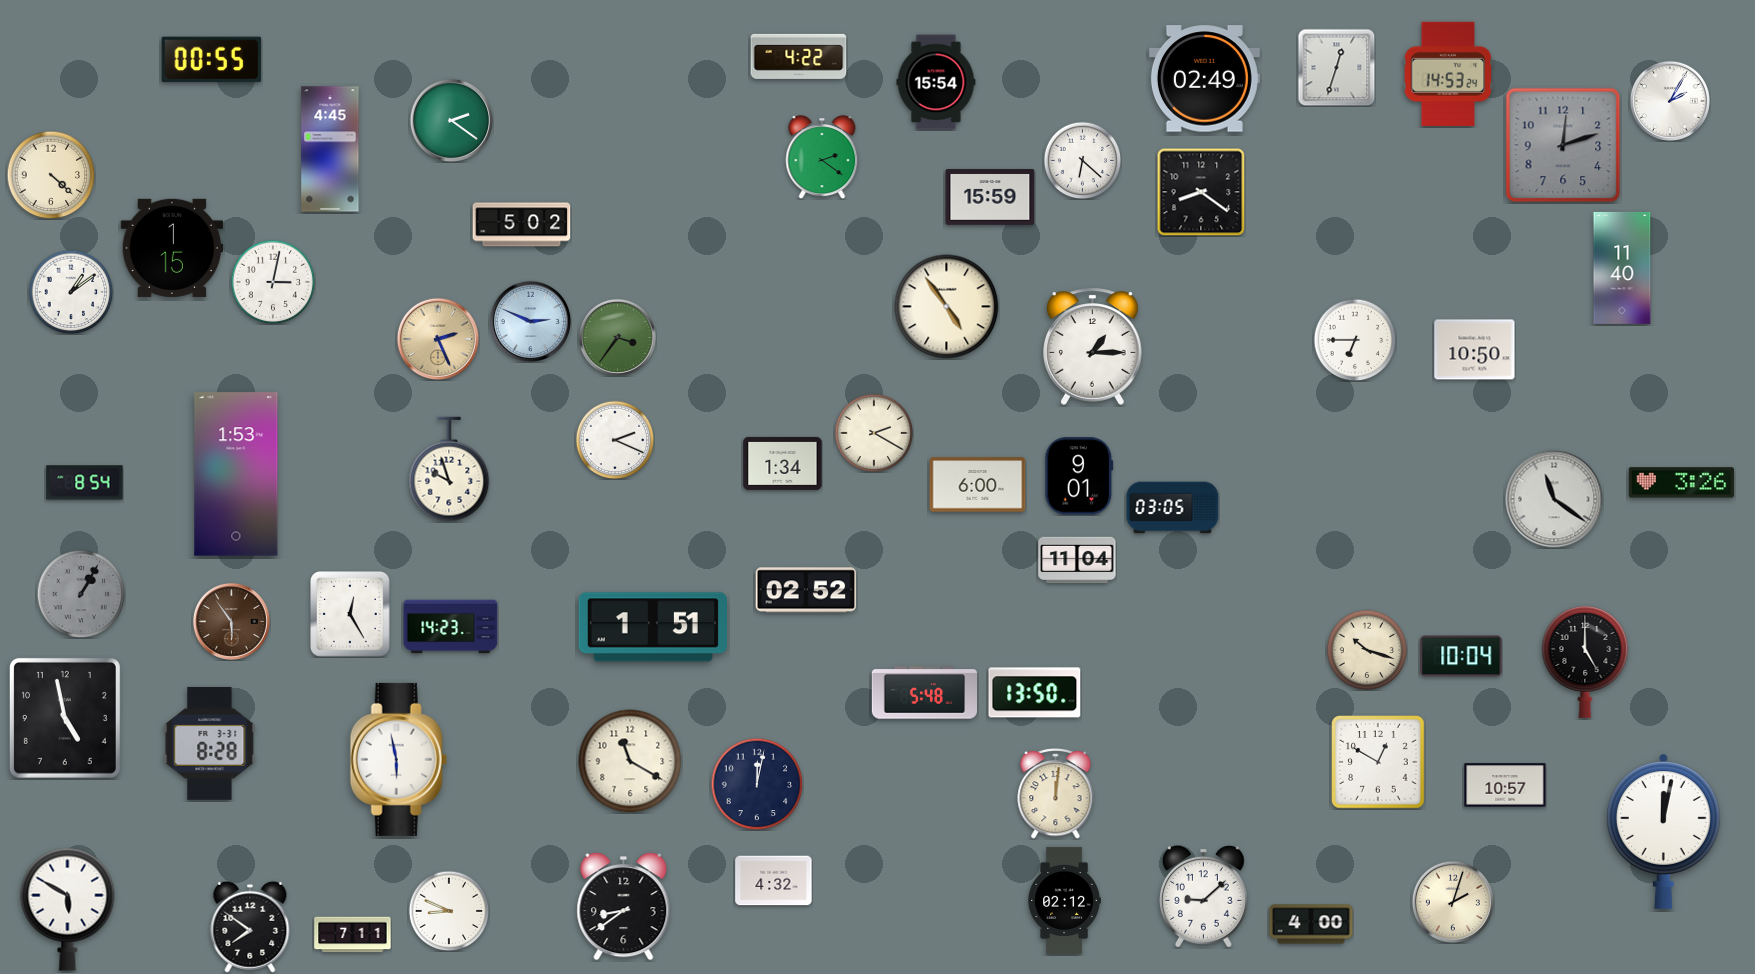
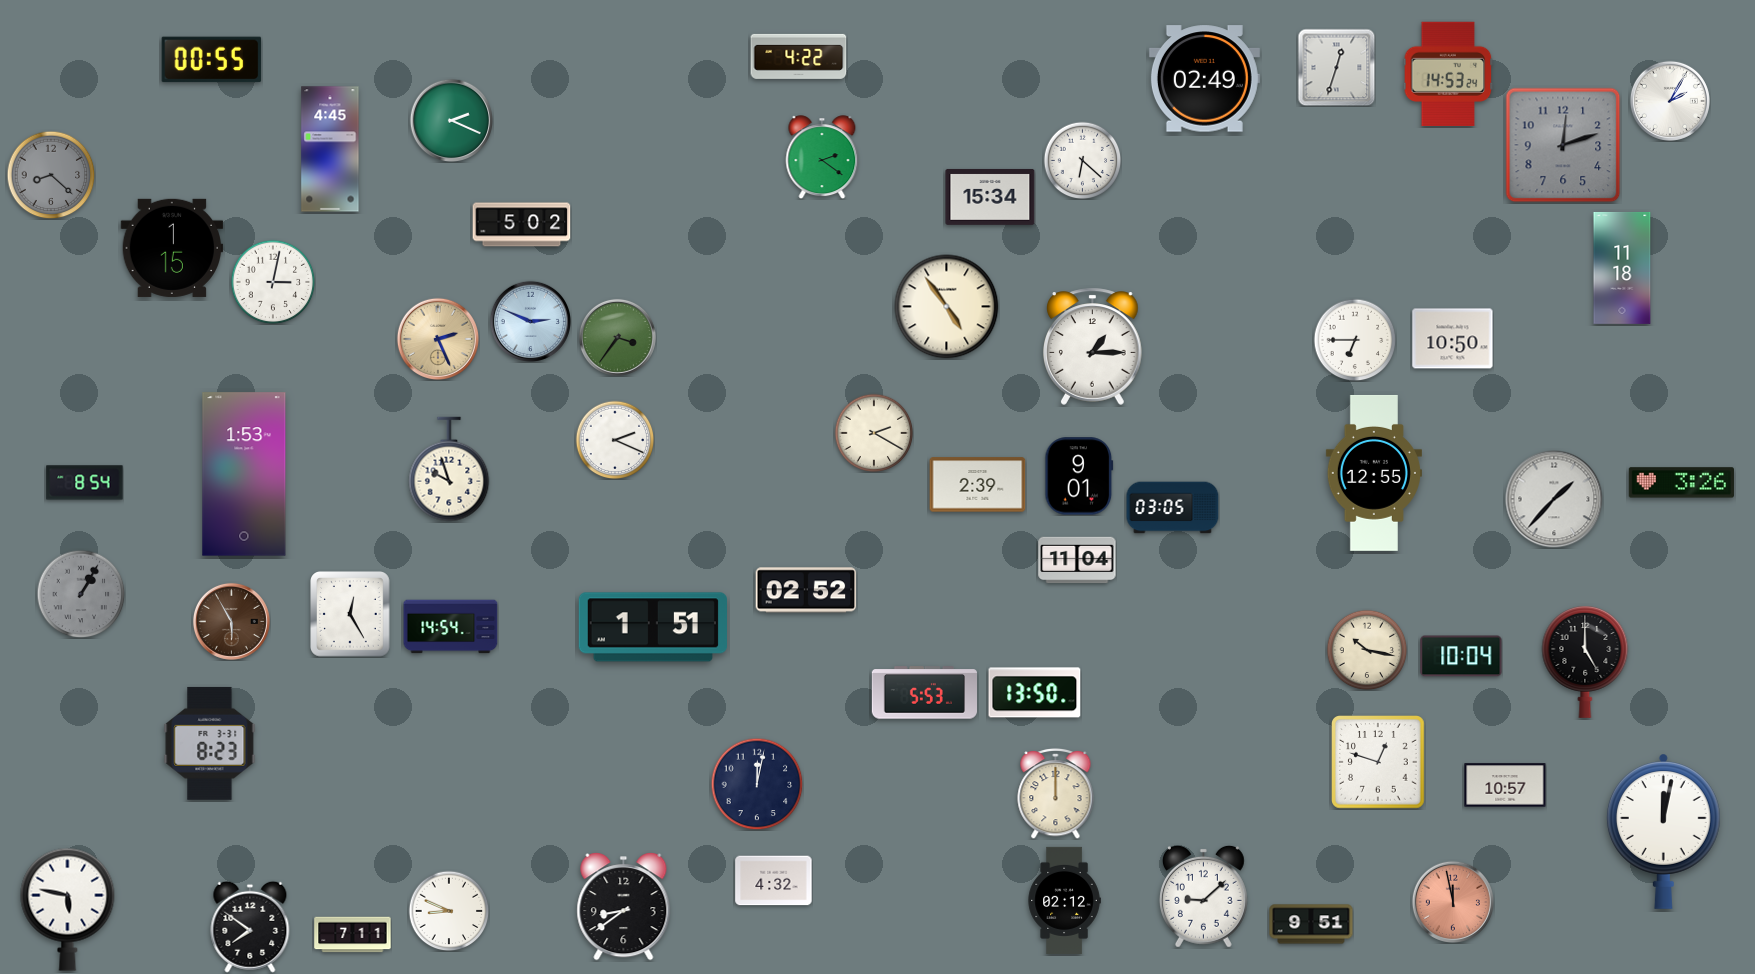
clock at (936, 82): 15:54 -> none
clock at (451, 120): 2:21 -> 2:19
clock at (51, 175): 4:22 -> 8:22
clock at (51, 175) dial: cream -> grey
clock at (1201, 192): 8:21 -> none
clock at (990, 197): 15:59 -> 15:34
clock at (1622, 268): 11:40 -> 11:18
clock at (71, 292): 1:09 -> none
clock at (1475, 350) position: (1475, 350) -> (1453, 339)
clock at (783, 463): 1:34 -> none
clock at (1374, 473): none -> 12:55
clock at (236, 474) position: (236, 474) -> (244, 474)
clock at (978, 485): 6:00 -> 2:39
clock at (1554, 499): 11:21 -> 1:37
clock at (231, 621): 5:54 -> 5:55
clock at (451, 627): 14:23 -> 14:54
clock at (1367, 650): 10:18 -> 10:17
clock at (924, 693): 5:48 -> 5:53
clock at (65, 718): 4:58 -> none
clock at (210, 743): 8:28 -> 8:23
clock at (398, 759): 5:58 -> none
clock at (630, 761): 11:20 -> none
clock at (1379, 763): 12:50 -> 12:48
clock at (1056, 793): 12:01 -> 12:00
clock at (1452, 901): 2:03 -> 11:58
clock at (1452, 901) dial: cream -> salmon
clock at (68, 909): 5:50 -> 5:47
clock at (1311, 924): 4:00 -> 9:51
